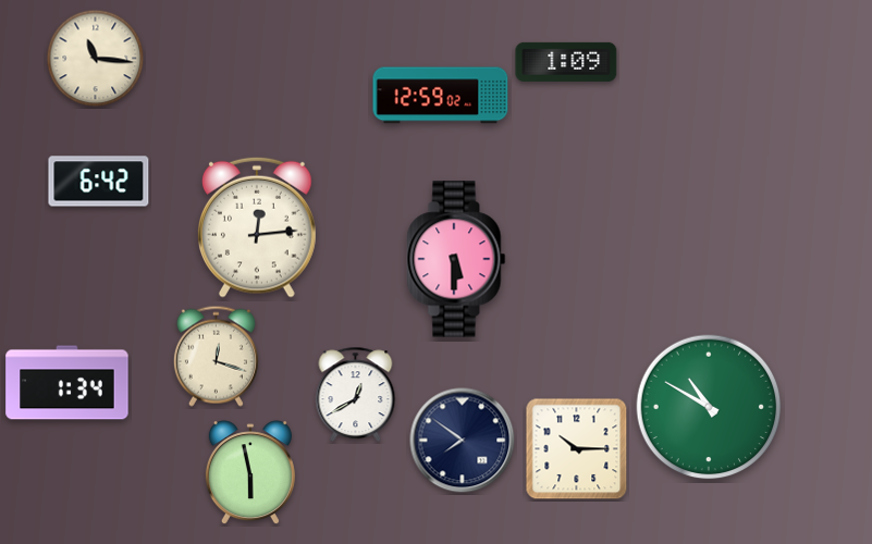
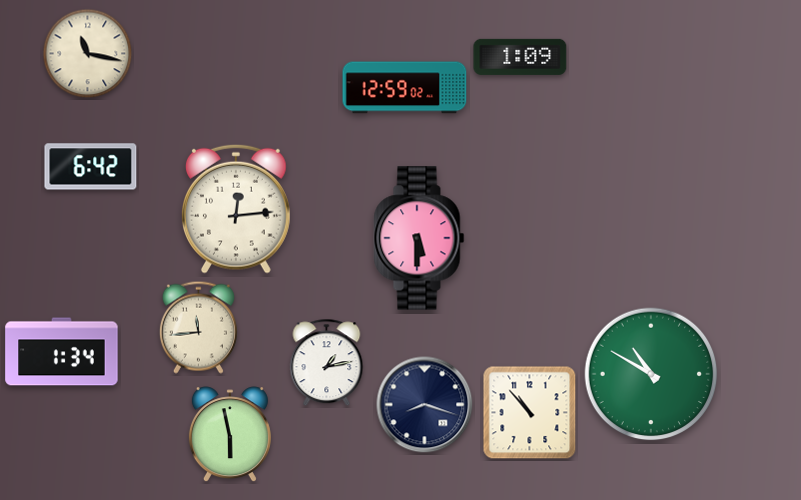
clock at (96, 59): 11:16 -> 11:17
clock at (216, 356): 12:18 -> 11:44
clock at (356, 395): 12:40 -> 1:13
clock at (463, 441): 7:51 -> 8:18
clock at (577, 449): 10:15 -> 10:53
